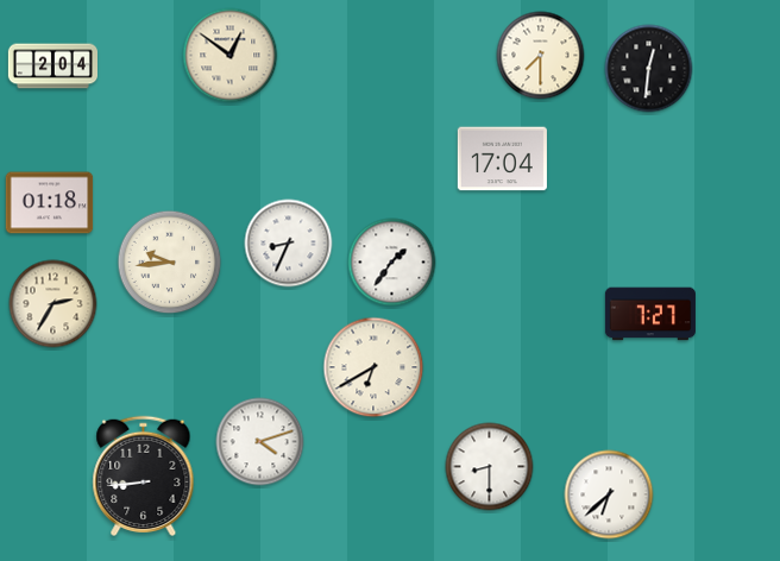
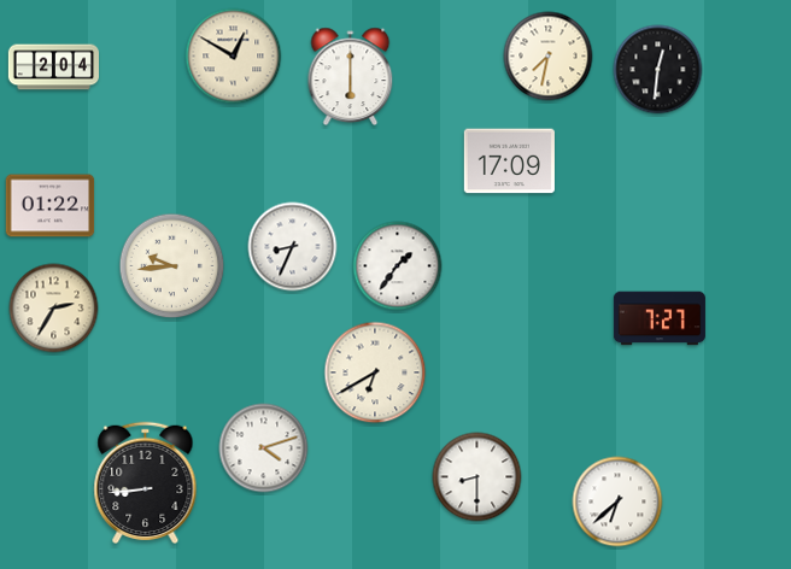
clock at (231, 56): 12:51 -> 12:50
clock at (541, 56): 7:30 -> 7:32
clock at (351, 76): none -> 6:00
clock at (502, 159): 17:04 -> 17:09
clock at (50, 203): 01:18 -> 01:22
clock at (373, 367) position: (373, 367) -> (375, 373)
clock at (490, 467) position: (490, 467) -> (477, 477)
